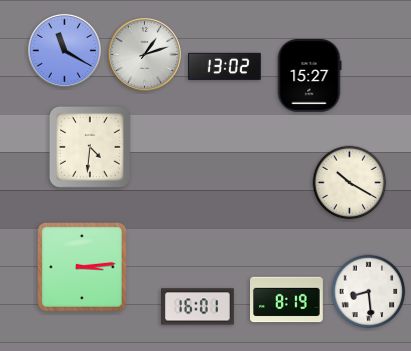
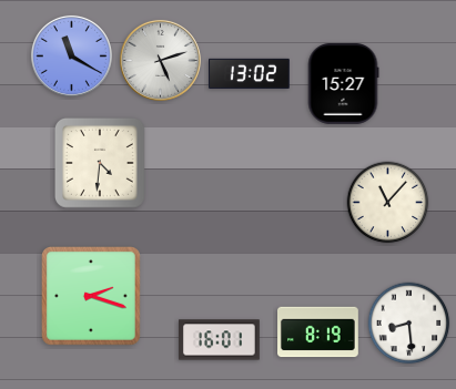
clock at (144, 54): 1:12 -> 5:12
clock at (350, 183): 10:20 -> 11:07
clock at (83, 268): 3:14 -> 2:18
